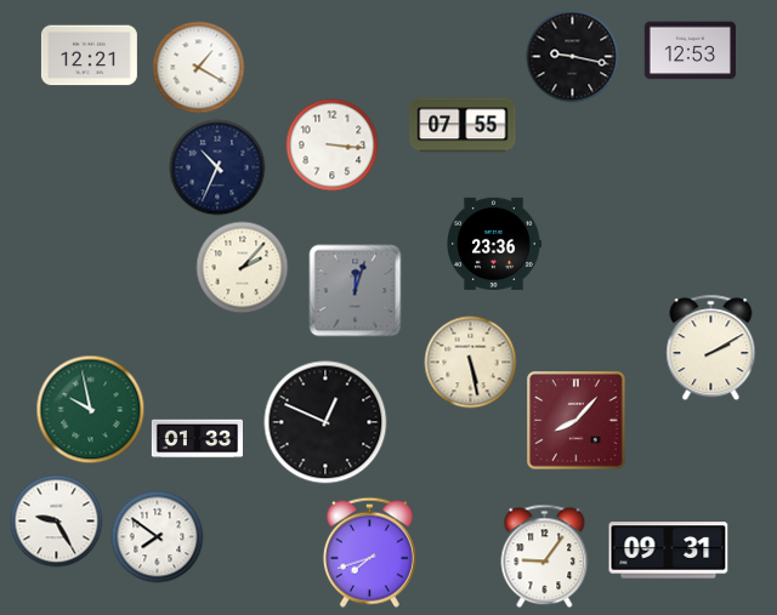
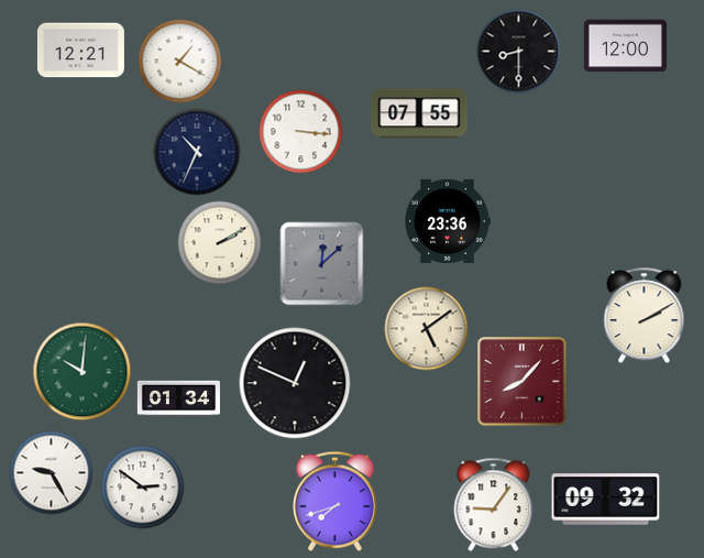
clock at (690, 51): 12:53 -> 12:00
clock at (573, 57): 9:17 -> 8:30
clock at (243, 268): 2:07 -> 2:10
clock at (356, 291): 12:03 -> 12:08
clock at (471, 363): 5:28 -> 5:09
clock at (91, 410): 9:58 -> 10:01
clock at (198, 439): 01:33 -> 01:34
clock at (158, 537): 7:51 -> 2:51
clock at (669, 551): 09:31 -> 09:32
